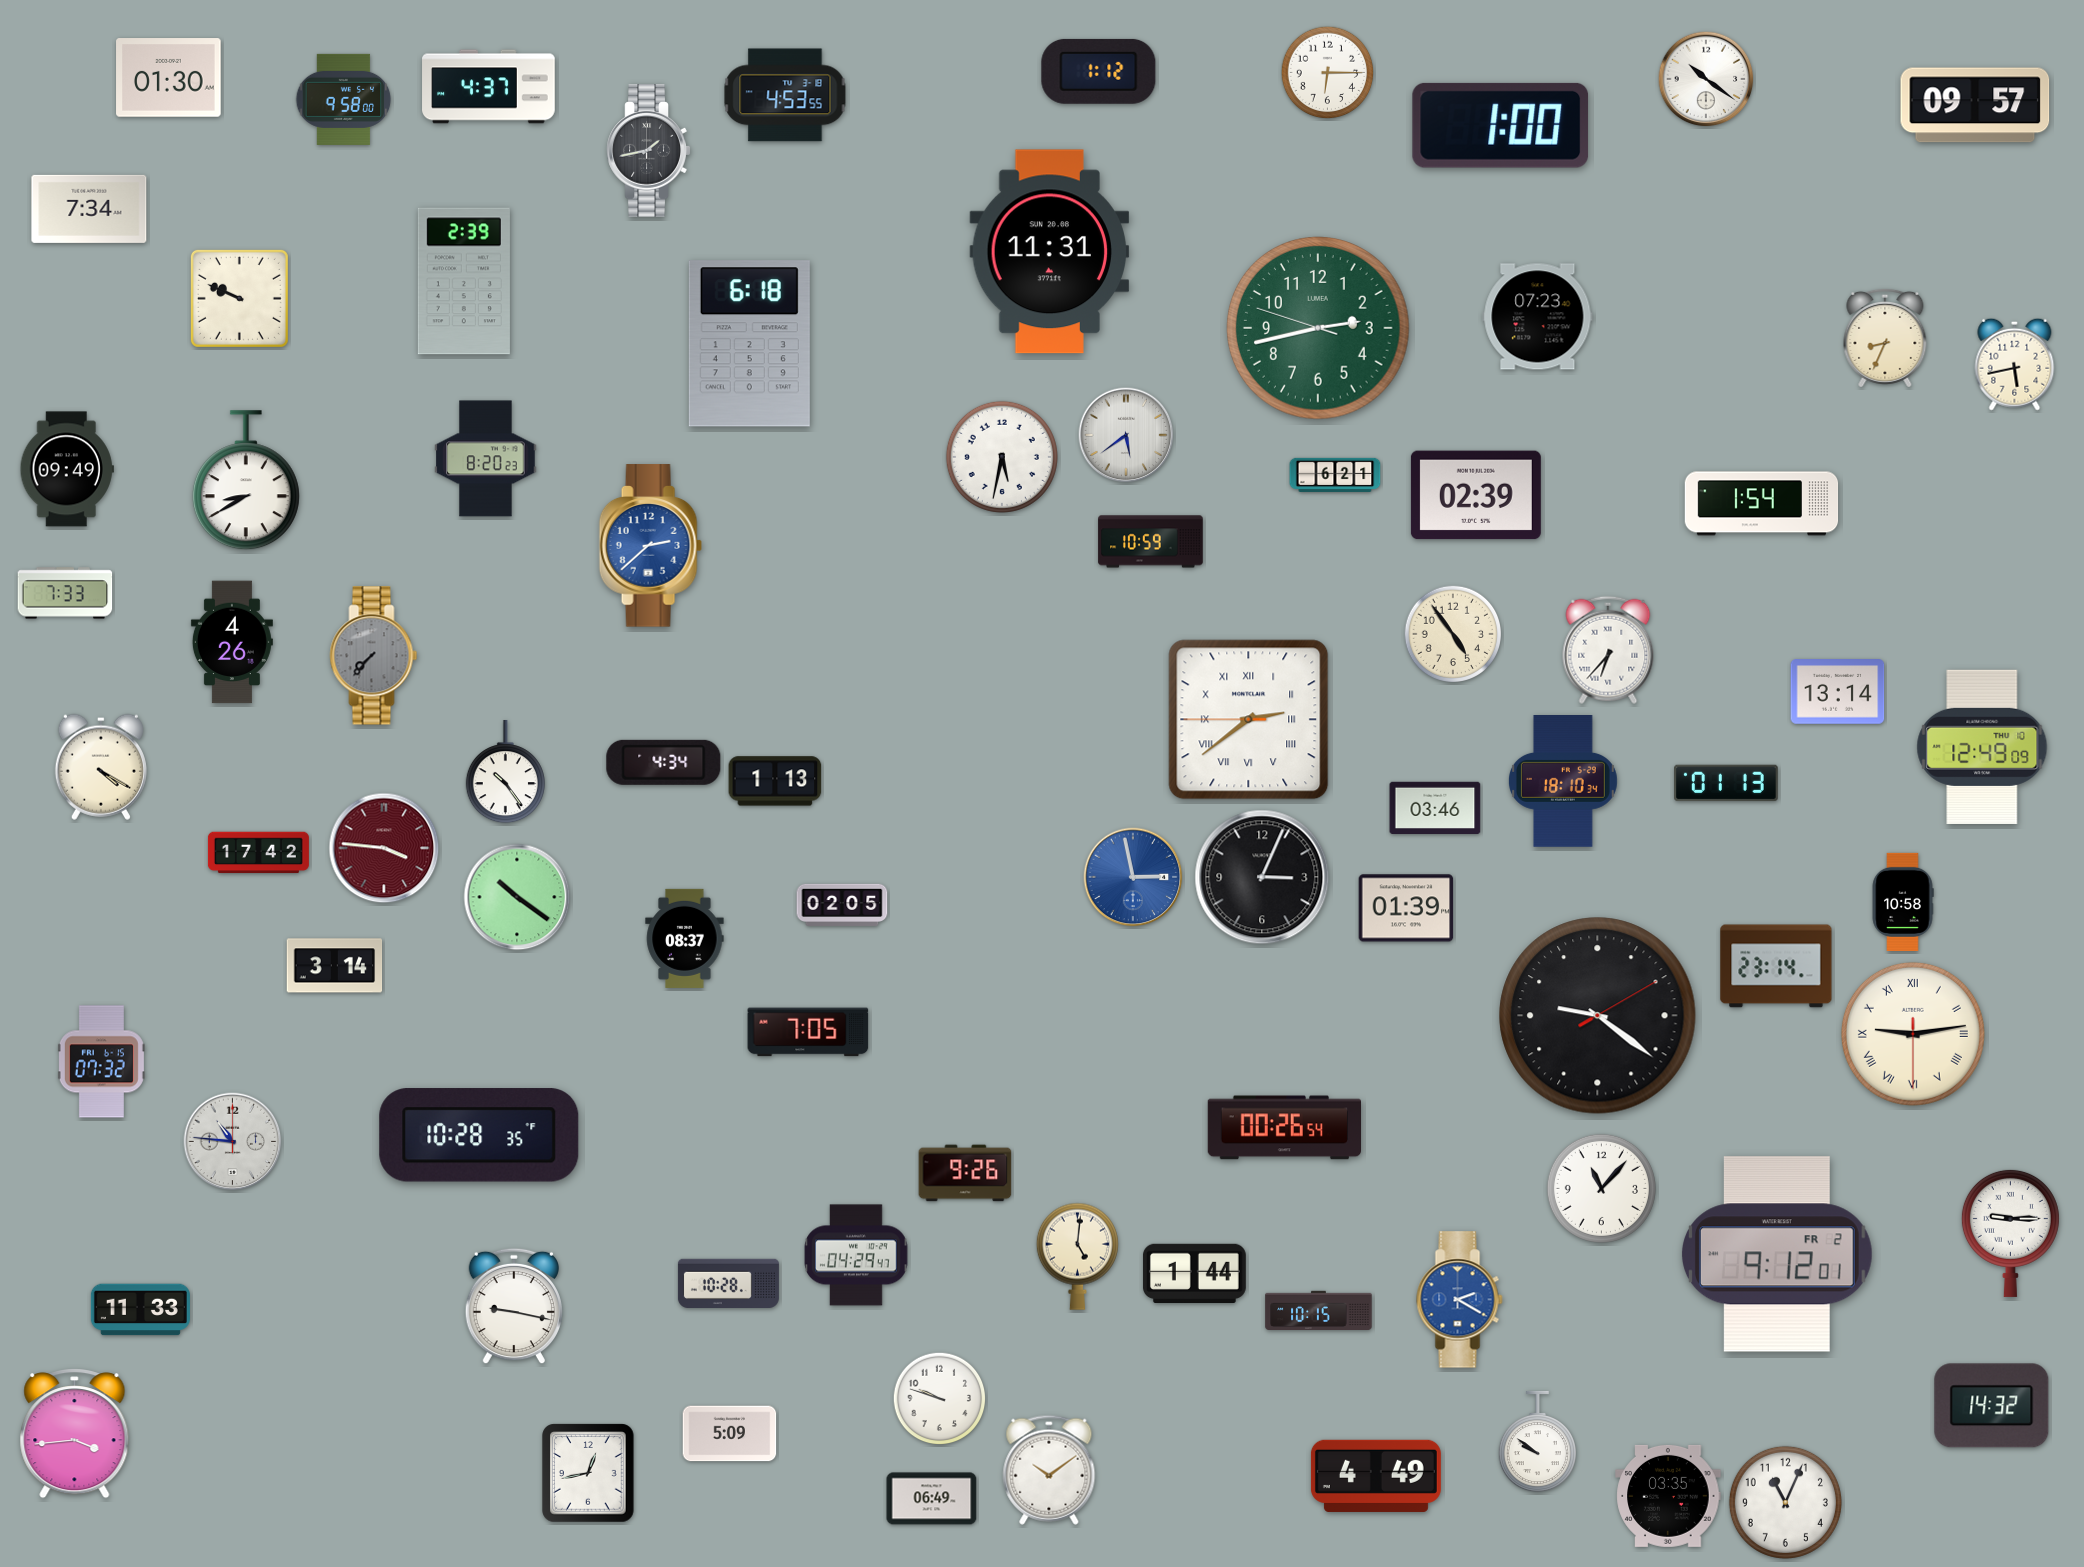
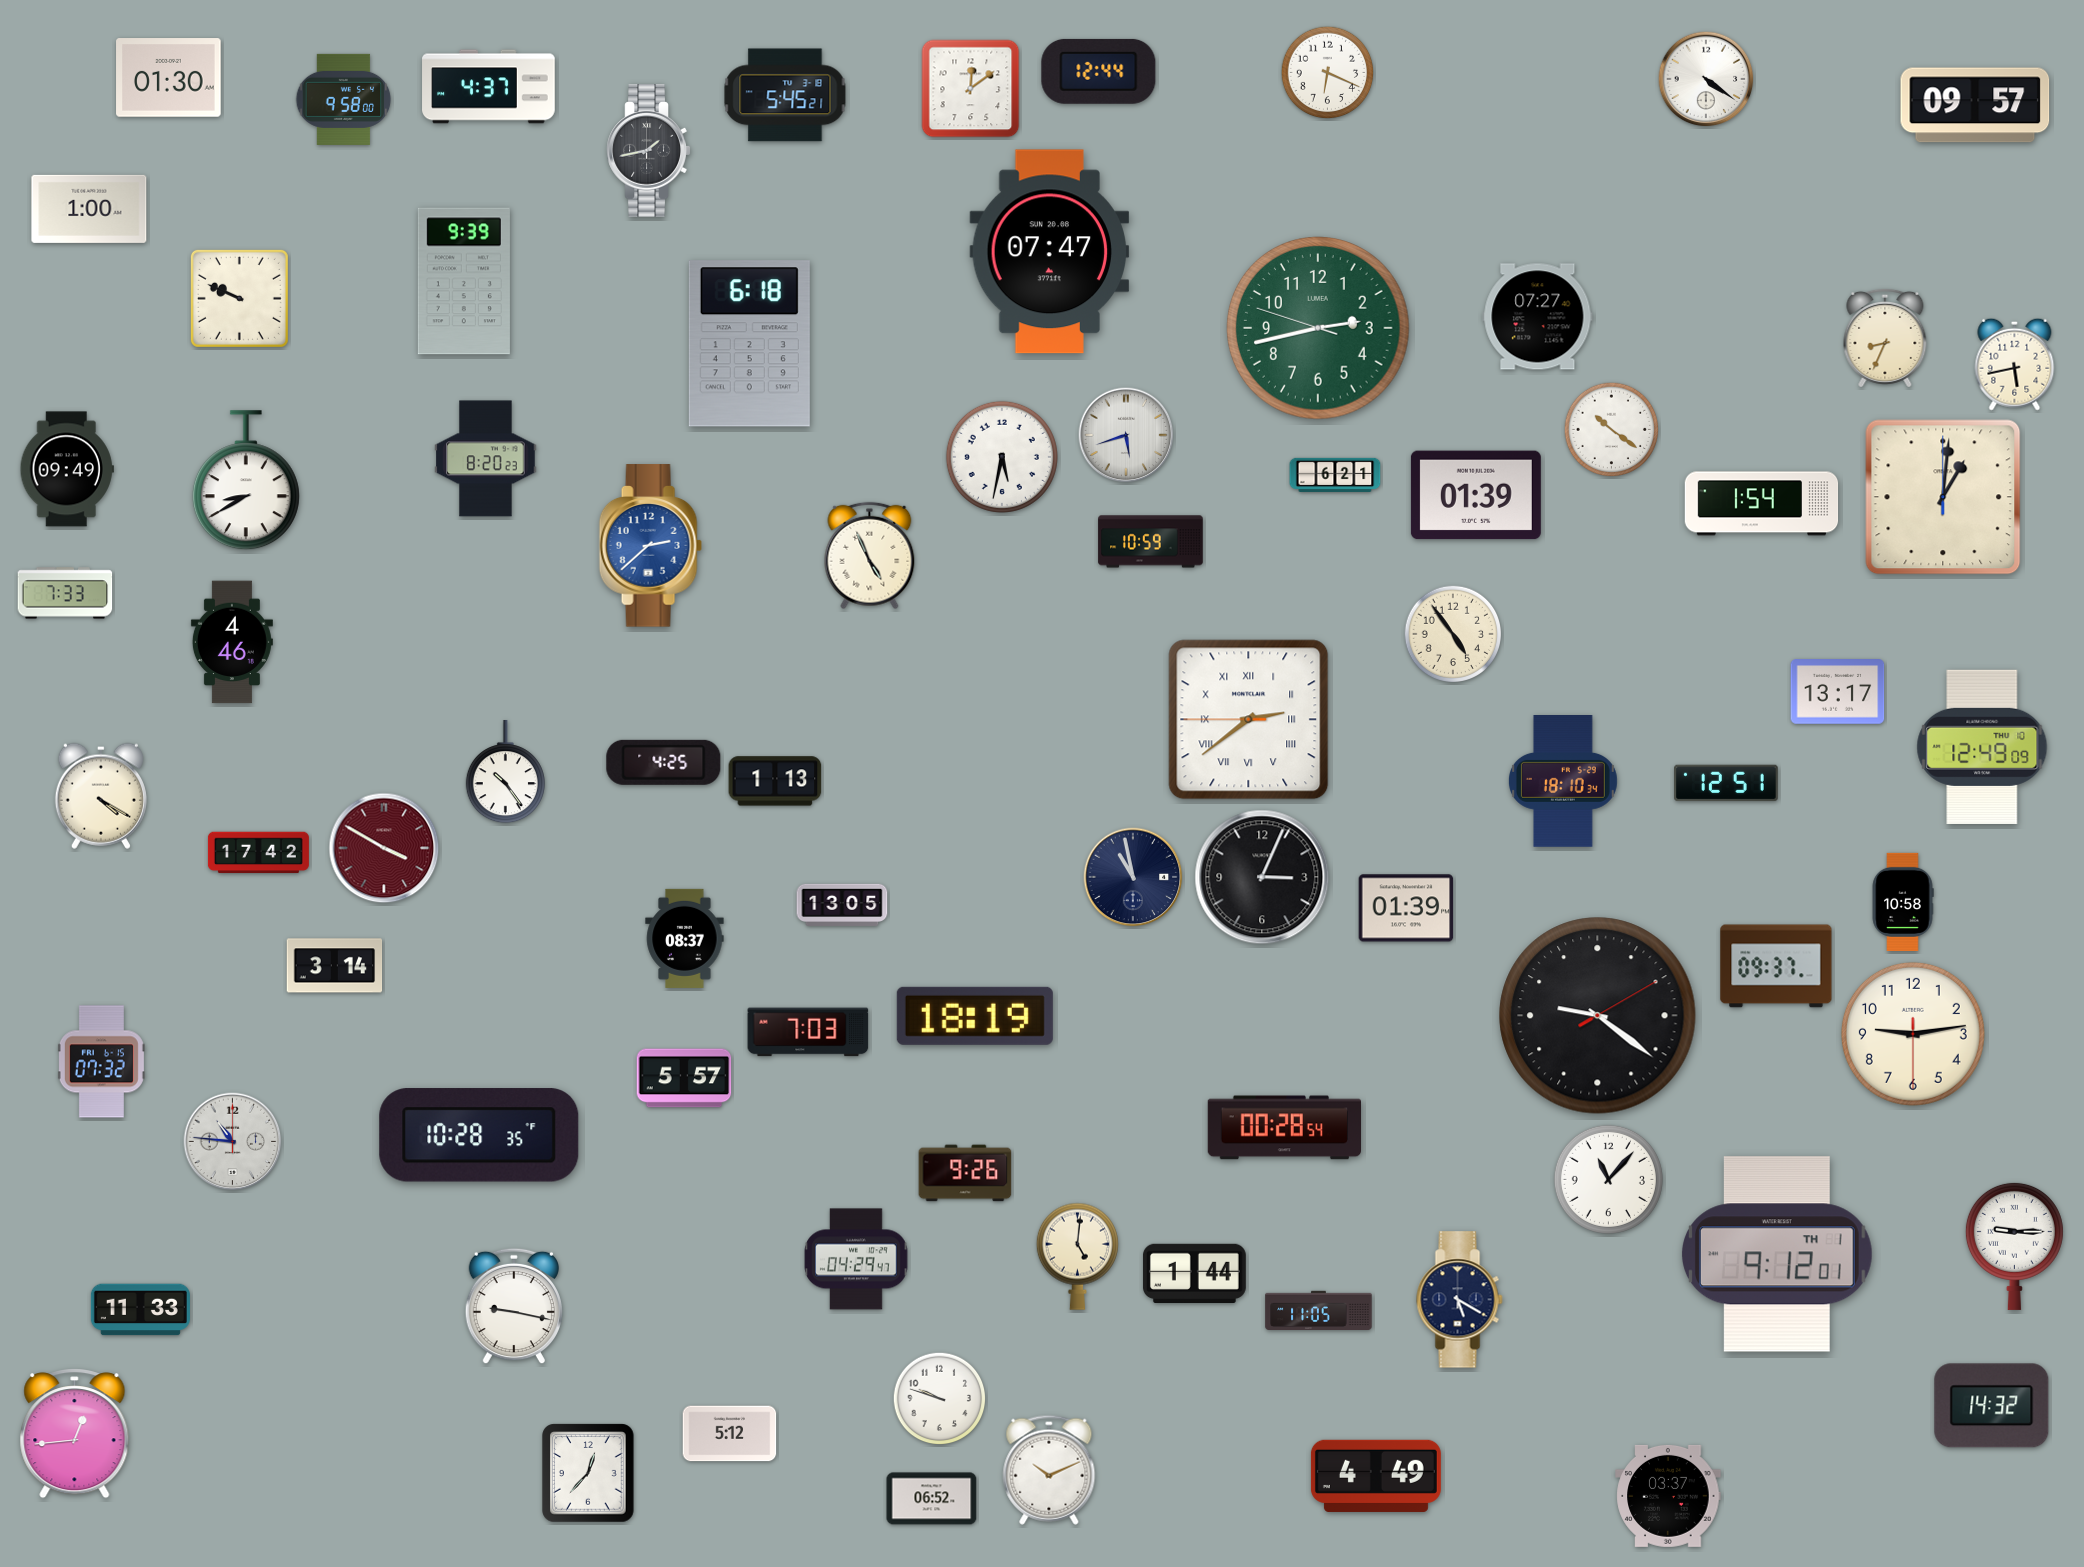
clock at (1099, 71): 1:12 -> 12:44
clock at (1328, 73): 6:15 -> 6:19
clock at (1706, 79): 10:21 -> 4:21
clock at (971, 89): none -> 12:09
clock at (785, 95): 4:53 -> 5:45
clock at (1501, 125): 1:00 -> none
clock at (89, 209): 7:34 -> 1:00
clock at (1050, 252): 11:31 -> 07:47
clock at (464, 281): 2:39 -> 9:39
clock at (1538, 317): 07:23 -> 07:27
clock at (1612, 430): none -> 10:21
clock at (1126, 435): 5:39 -> 5:42
clock at (1476, 495): 02:39 -> 01:39
clock at (1943, 497): none -> 1:01
clock at (870, 556): none -> 4:56
clock at (232, 642): 4:26 -> 4:46
clock at (1608, 650): 6:37 -> none
clock at (374, 656): 7:37 -> none
clock at (1838, 692): 13:14 -> 13:17
clock at (664, 762): 4:34 -> 4:25
clock at (101, 767) position: (101, 767) -> (101, 796)
clock at (1726, 783): 01:13 -> 12:51
clock at (1435, 808): 03:46 -> none
clock at (384, 848): 3:46 -> 3:50
clock at (1133, 877): 2:58 -> 10:58
clock at (1133, 877) dial: blue -> navy
clock at (517, 897): 10:21 -> none
clock at (842, 904): 02:05 -> 13:05
clock at (1776, 966): 23:14 -> 09:37
clock at (975, 1016): none -> 18:19
clock at (808, 1032): 7:05 -> 7:03
clock at (1913, 1034) numerals: Roman -> Arabic
clock at (684, 1078): none -> 5:57
clock at (1284, 1128): 00:26 -> 00:28
clock at (1601, 1188) position: (1601, 1188) -> (1608, 1179)
clock at (2010, 1233) position: (2010, 1233) -> (2014, 1246)
clock at (1777, 1254) date: FR 2 -> TH 1
clock at (856, 1255) position: (856, 1255) -> (856, 1259)
clock at (728, 1283): 10:28 -> none
clock at (1460, 1300): 2:20 -> 5:20
clock at (1460, 1300) dial: blue -> navy
clock at (1319, 1310): 10:15 -> 11:05
clock at (75, 1434): 3:44 -> 12:44
clock at (730, 1434): 5:09 -> 5:12
clock at (1537, 1442): 9:51 -> none
clock at (1049, 1470): 10:09 -> 10:11
clock at (588, 1473): 12:43 -> 12:37
clock at (1668, 1496): 03:35 -> 03:37
clock at (932, 1499): 06:49 -> 06:52
clock at (1785, 1502): 11:04 -> none
